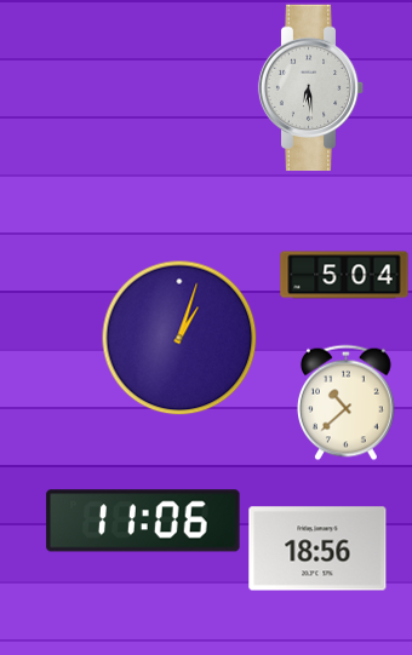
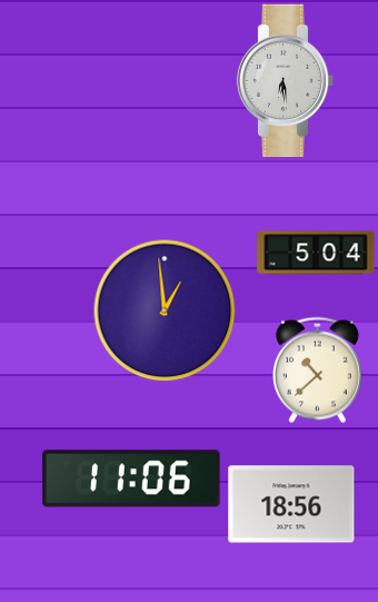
clock at (179, 338): 1:03 -> 12:59
